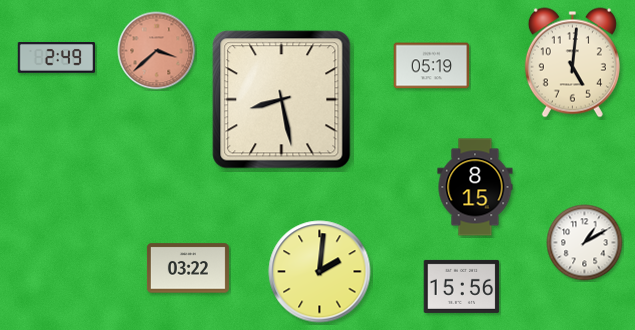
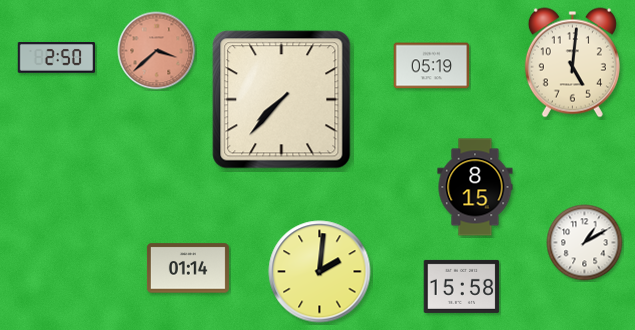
clock at (57, 58): 2:49 -> 2:50
clock at (282, 100): 8:28 -> 7:37
clock at (188, 268): 03:22 -> 01:14
clock at (462, 286): 15:56 -> 15:58
